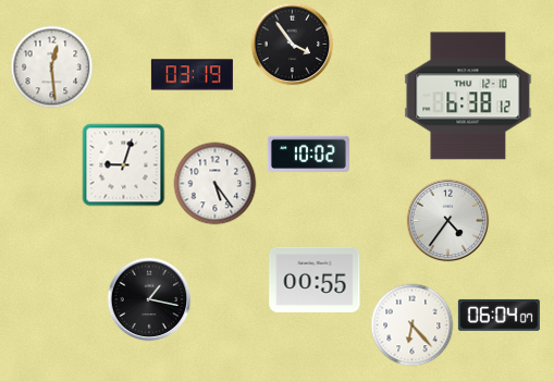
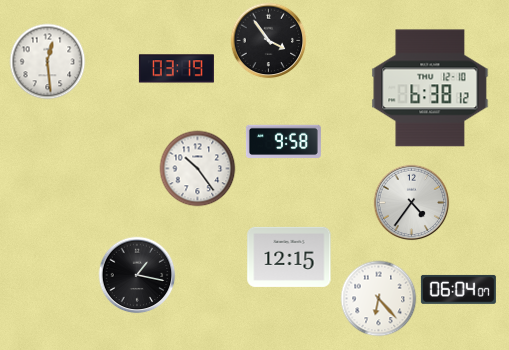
clock at (308, 155): 10:02 -> 9:58
clock at (124, 165): 9:03 -> none
clock at (216, 184): 5:24 -> 10:24
clock at (315, 280): 00:55 -> 12:15
